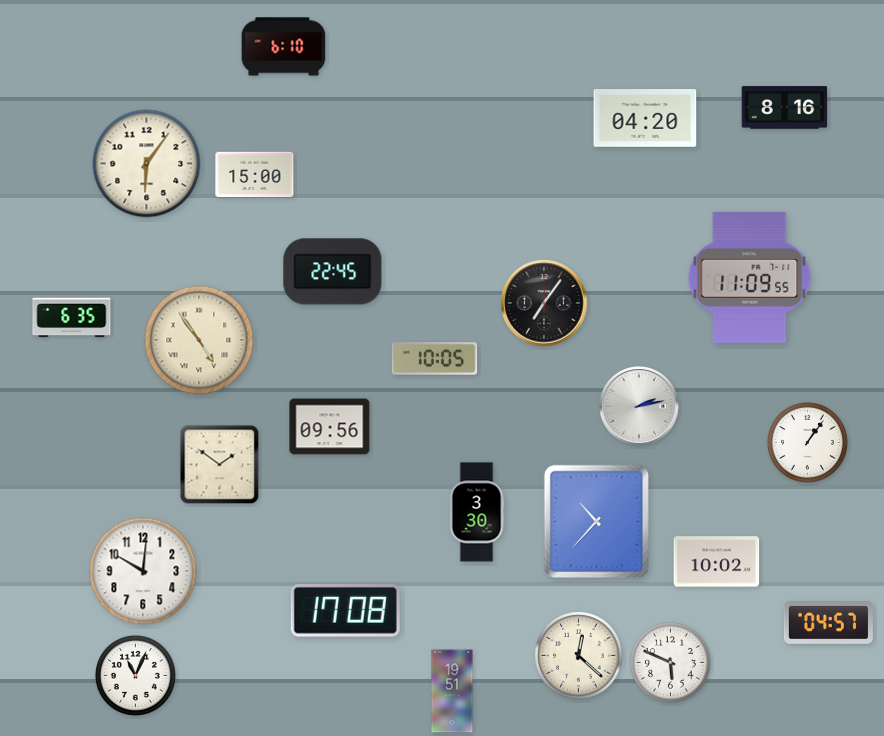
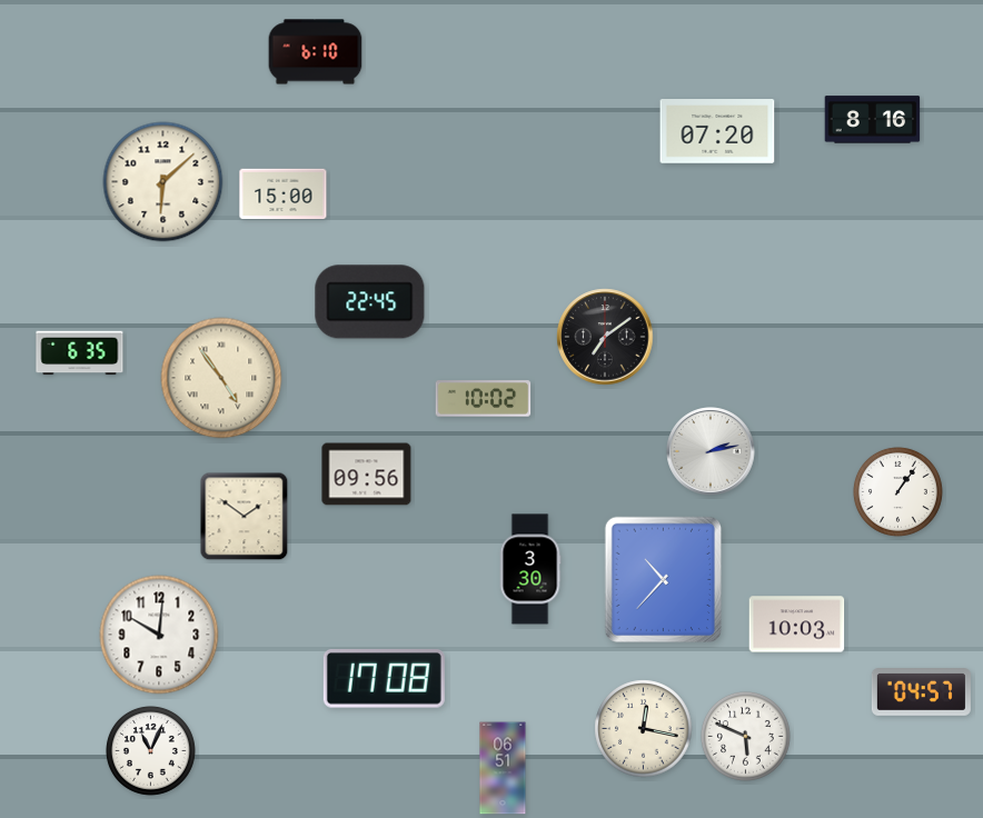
clock at (645, 119): 04:20 -> 07:20
clock at (147, 164): 6:06 -> 6:08
clock at (750, 277): 11:09 -> none
clock at (544, 303): 7:06 -> 7:09
clock at (435, 359): 10:05 -> 10:02
clock at (717, 562): 10:02 -> 10:03
clock at (579, 656): 12:22 -> 12:17
clock at (452, 691): 19:51 -> 06:51
